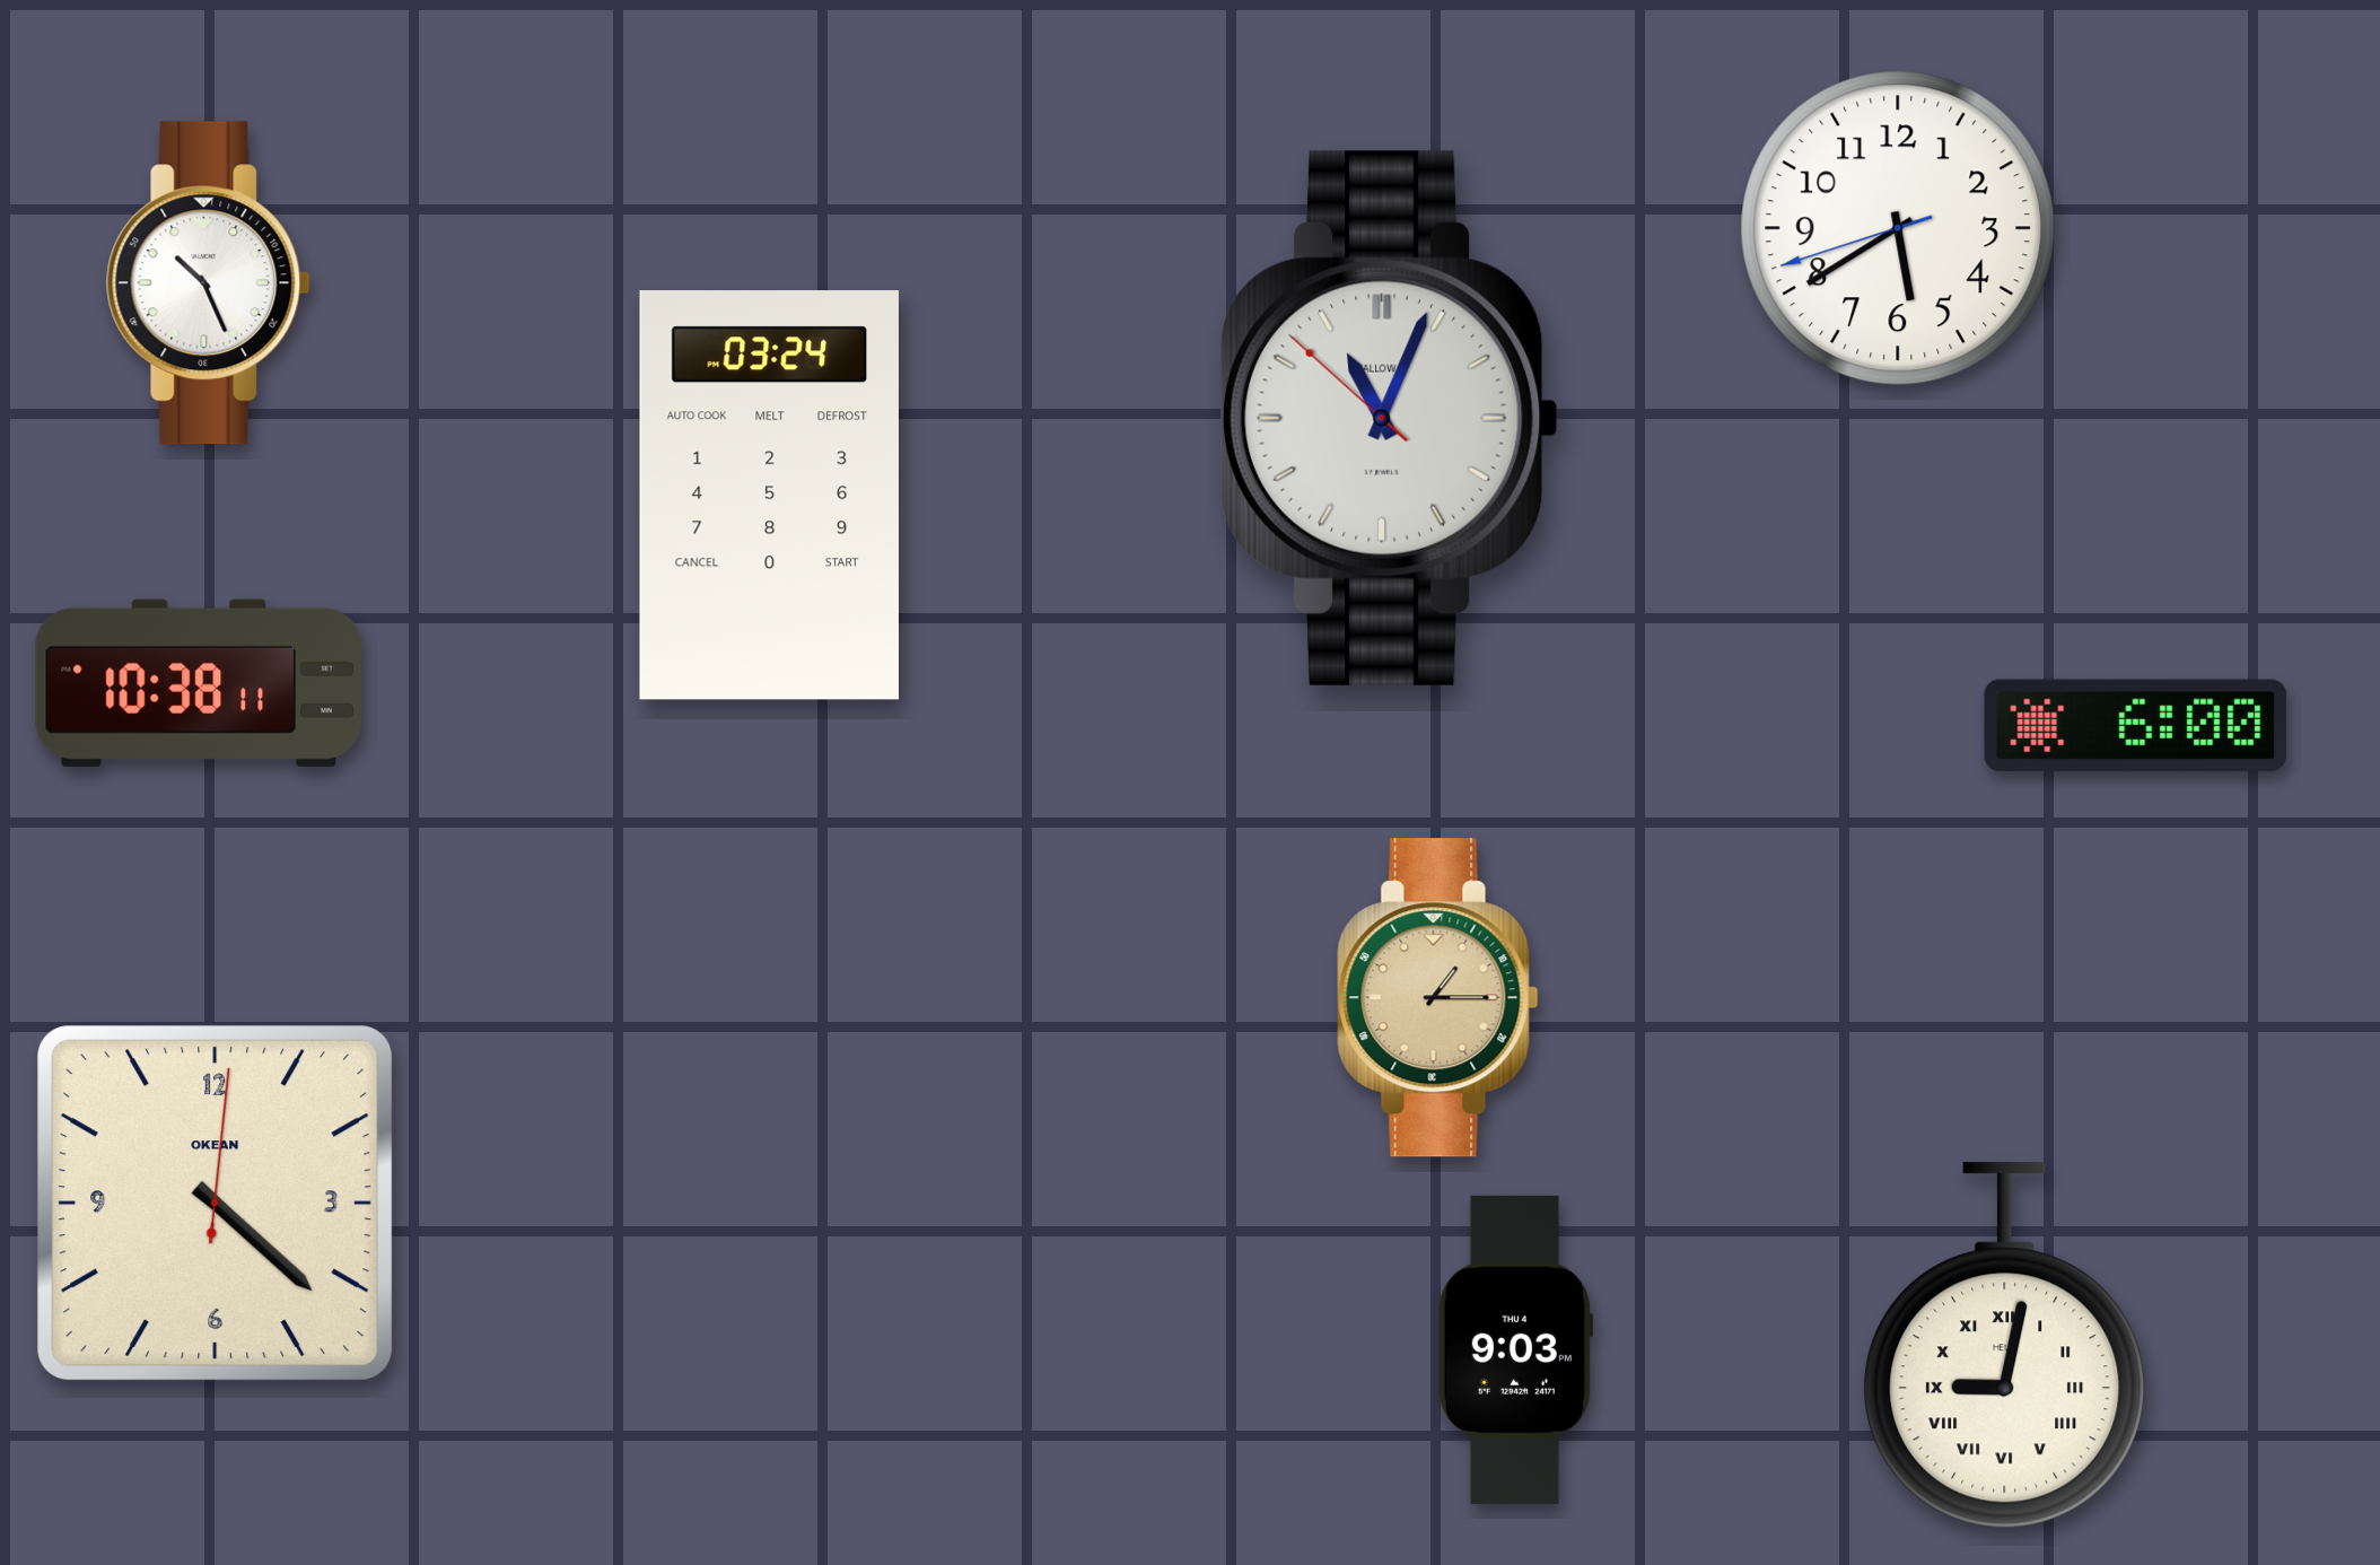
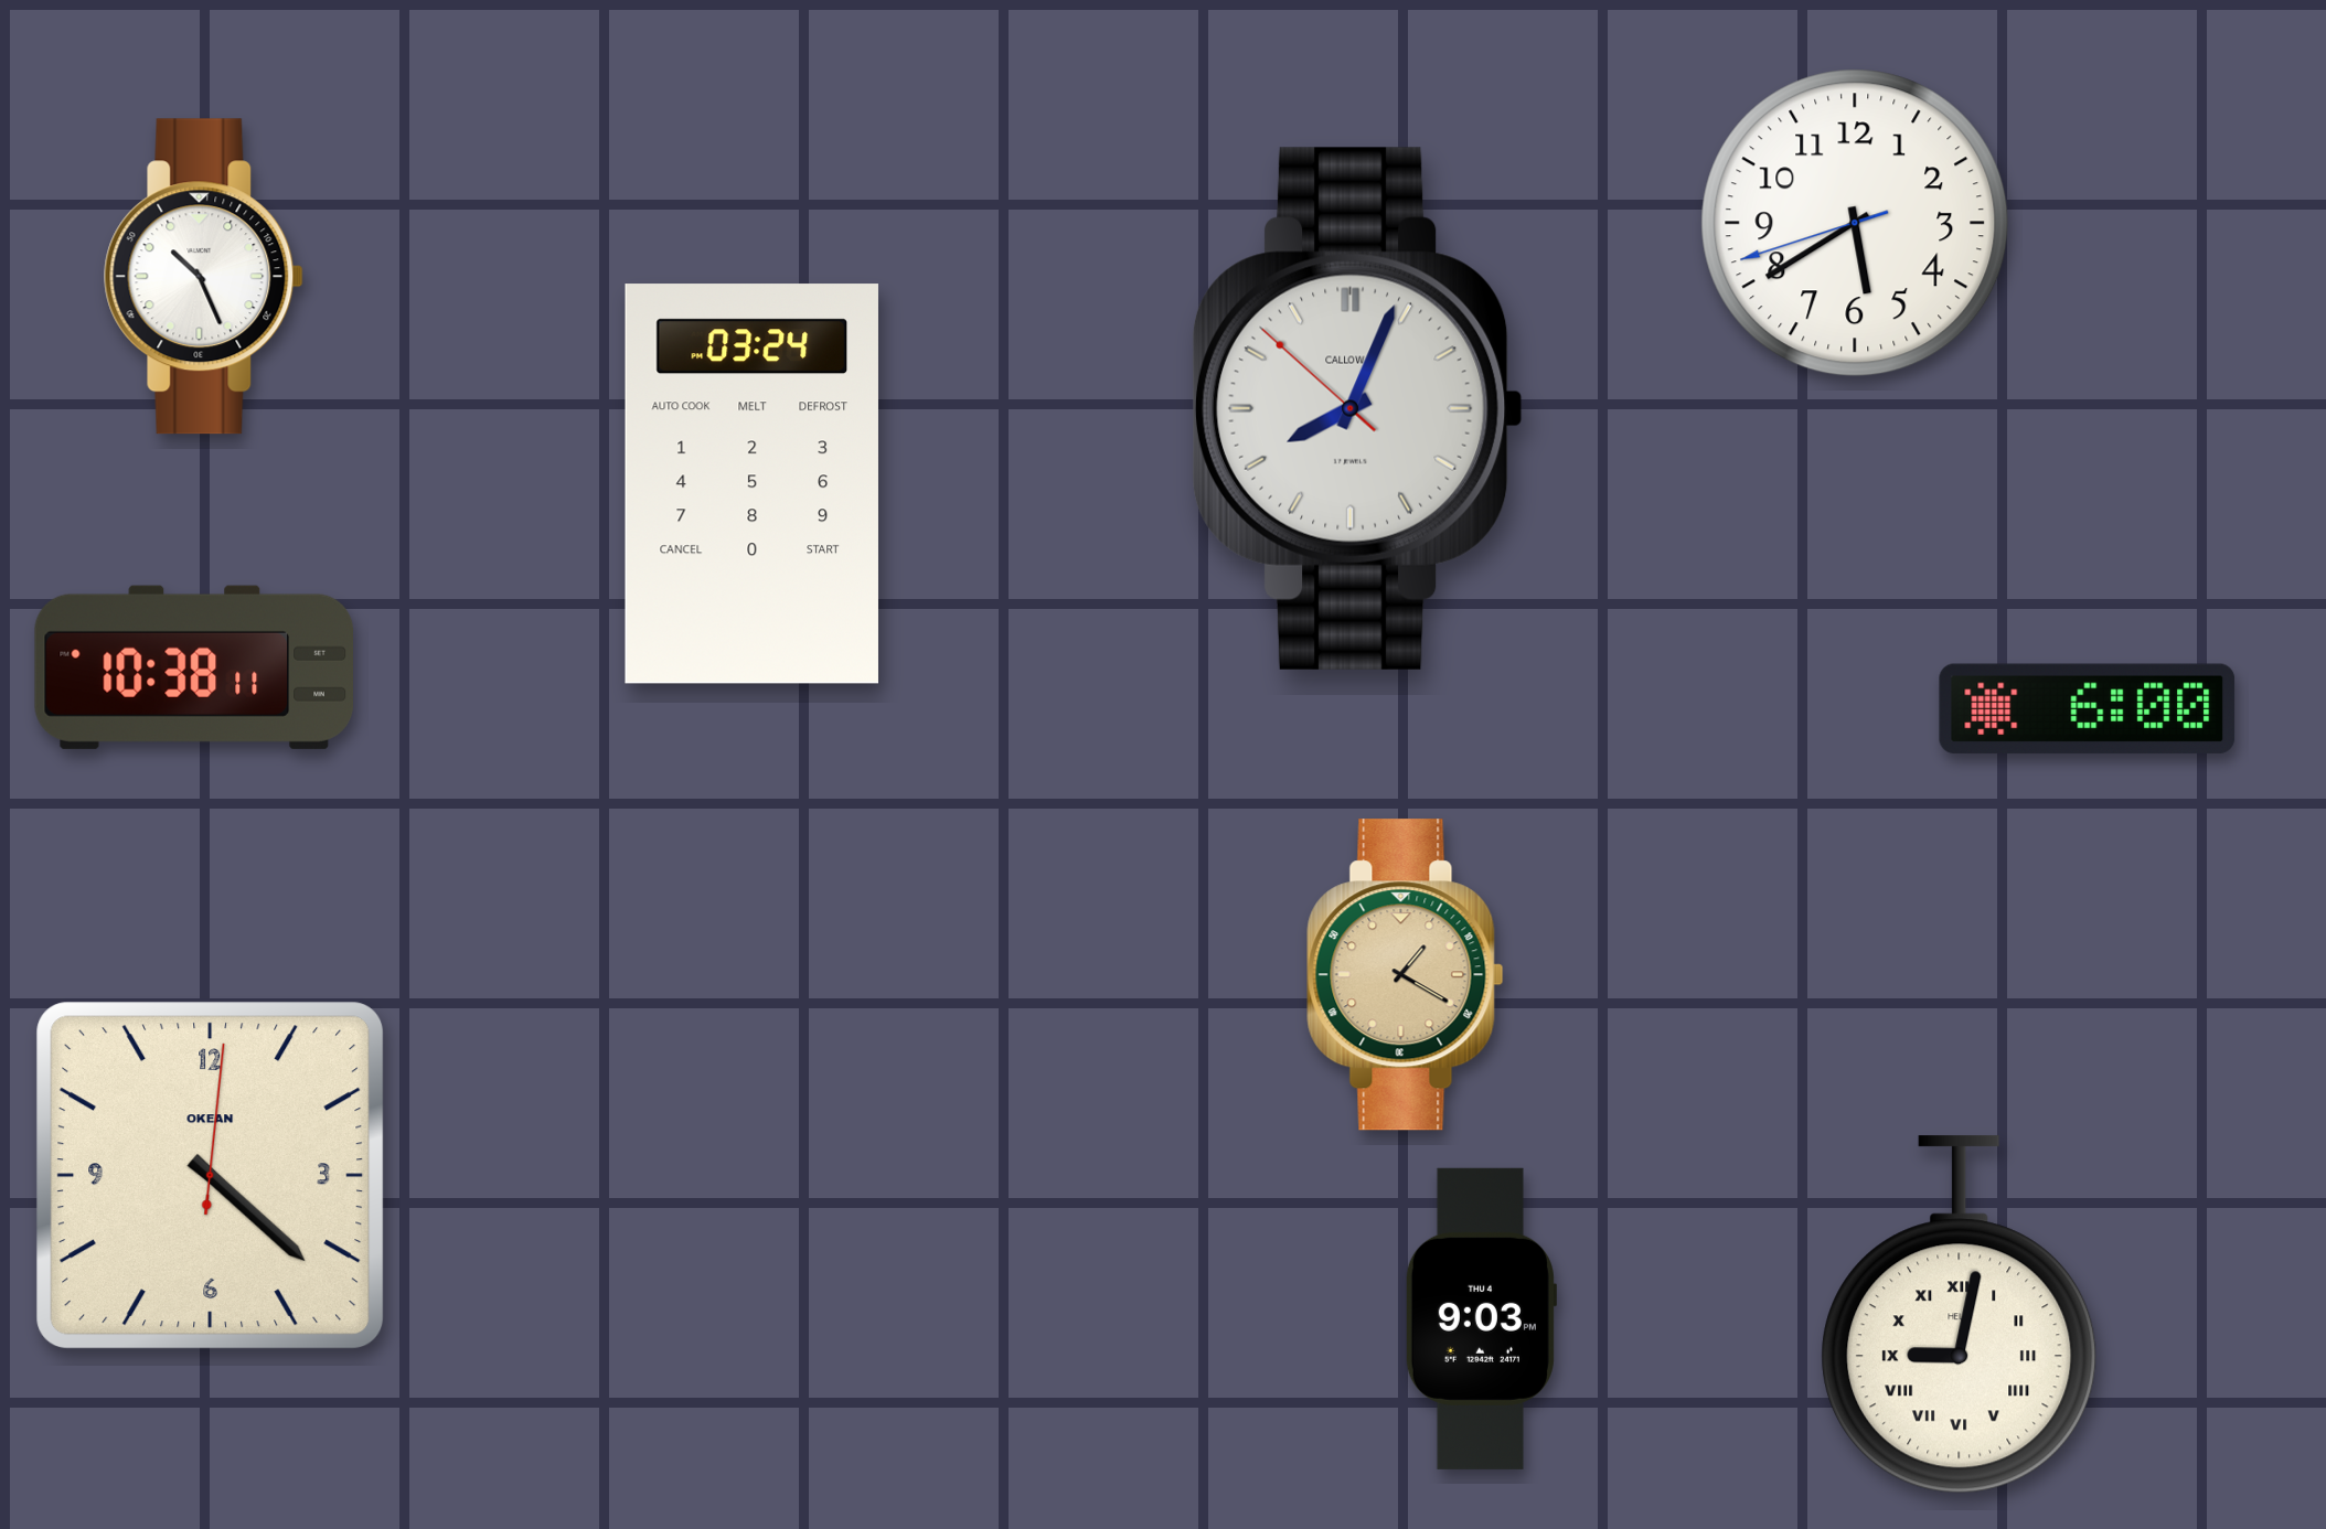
clock at (1389, 418): 11:03 -> 8:03
clock at (1438, 998): 1:15 -> 1:20
